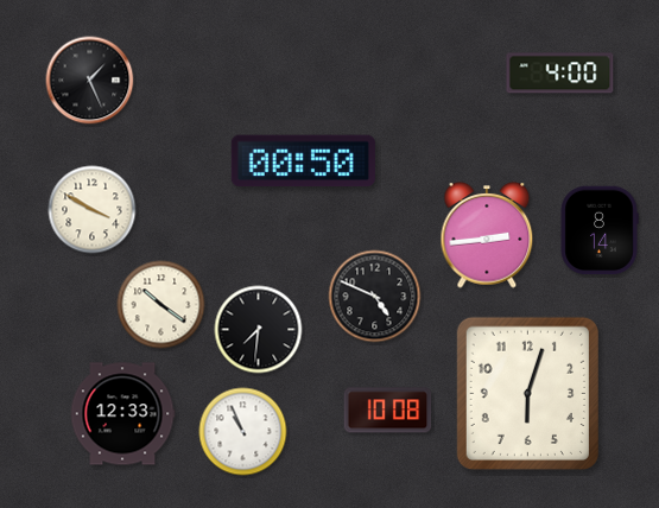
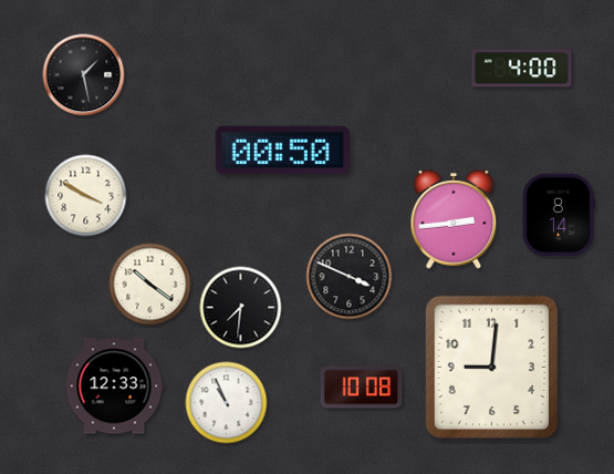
clock at (90, 81): 1:26 -> 1:28
clock at (375, 297): 4:49 -> 3:49
clock at (527, 393): 6:03 -> 9:01
clock at (388, 411) position: (388, 411) -> (362, 388)
